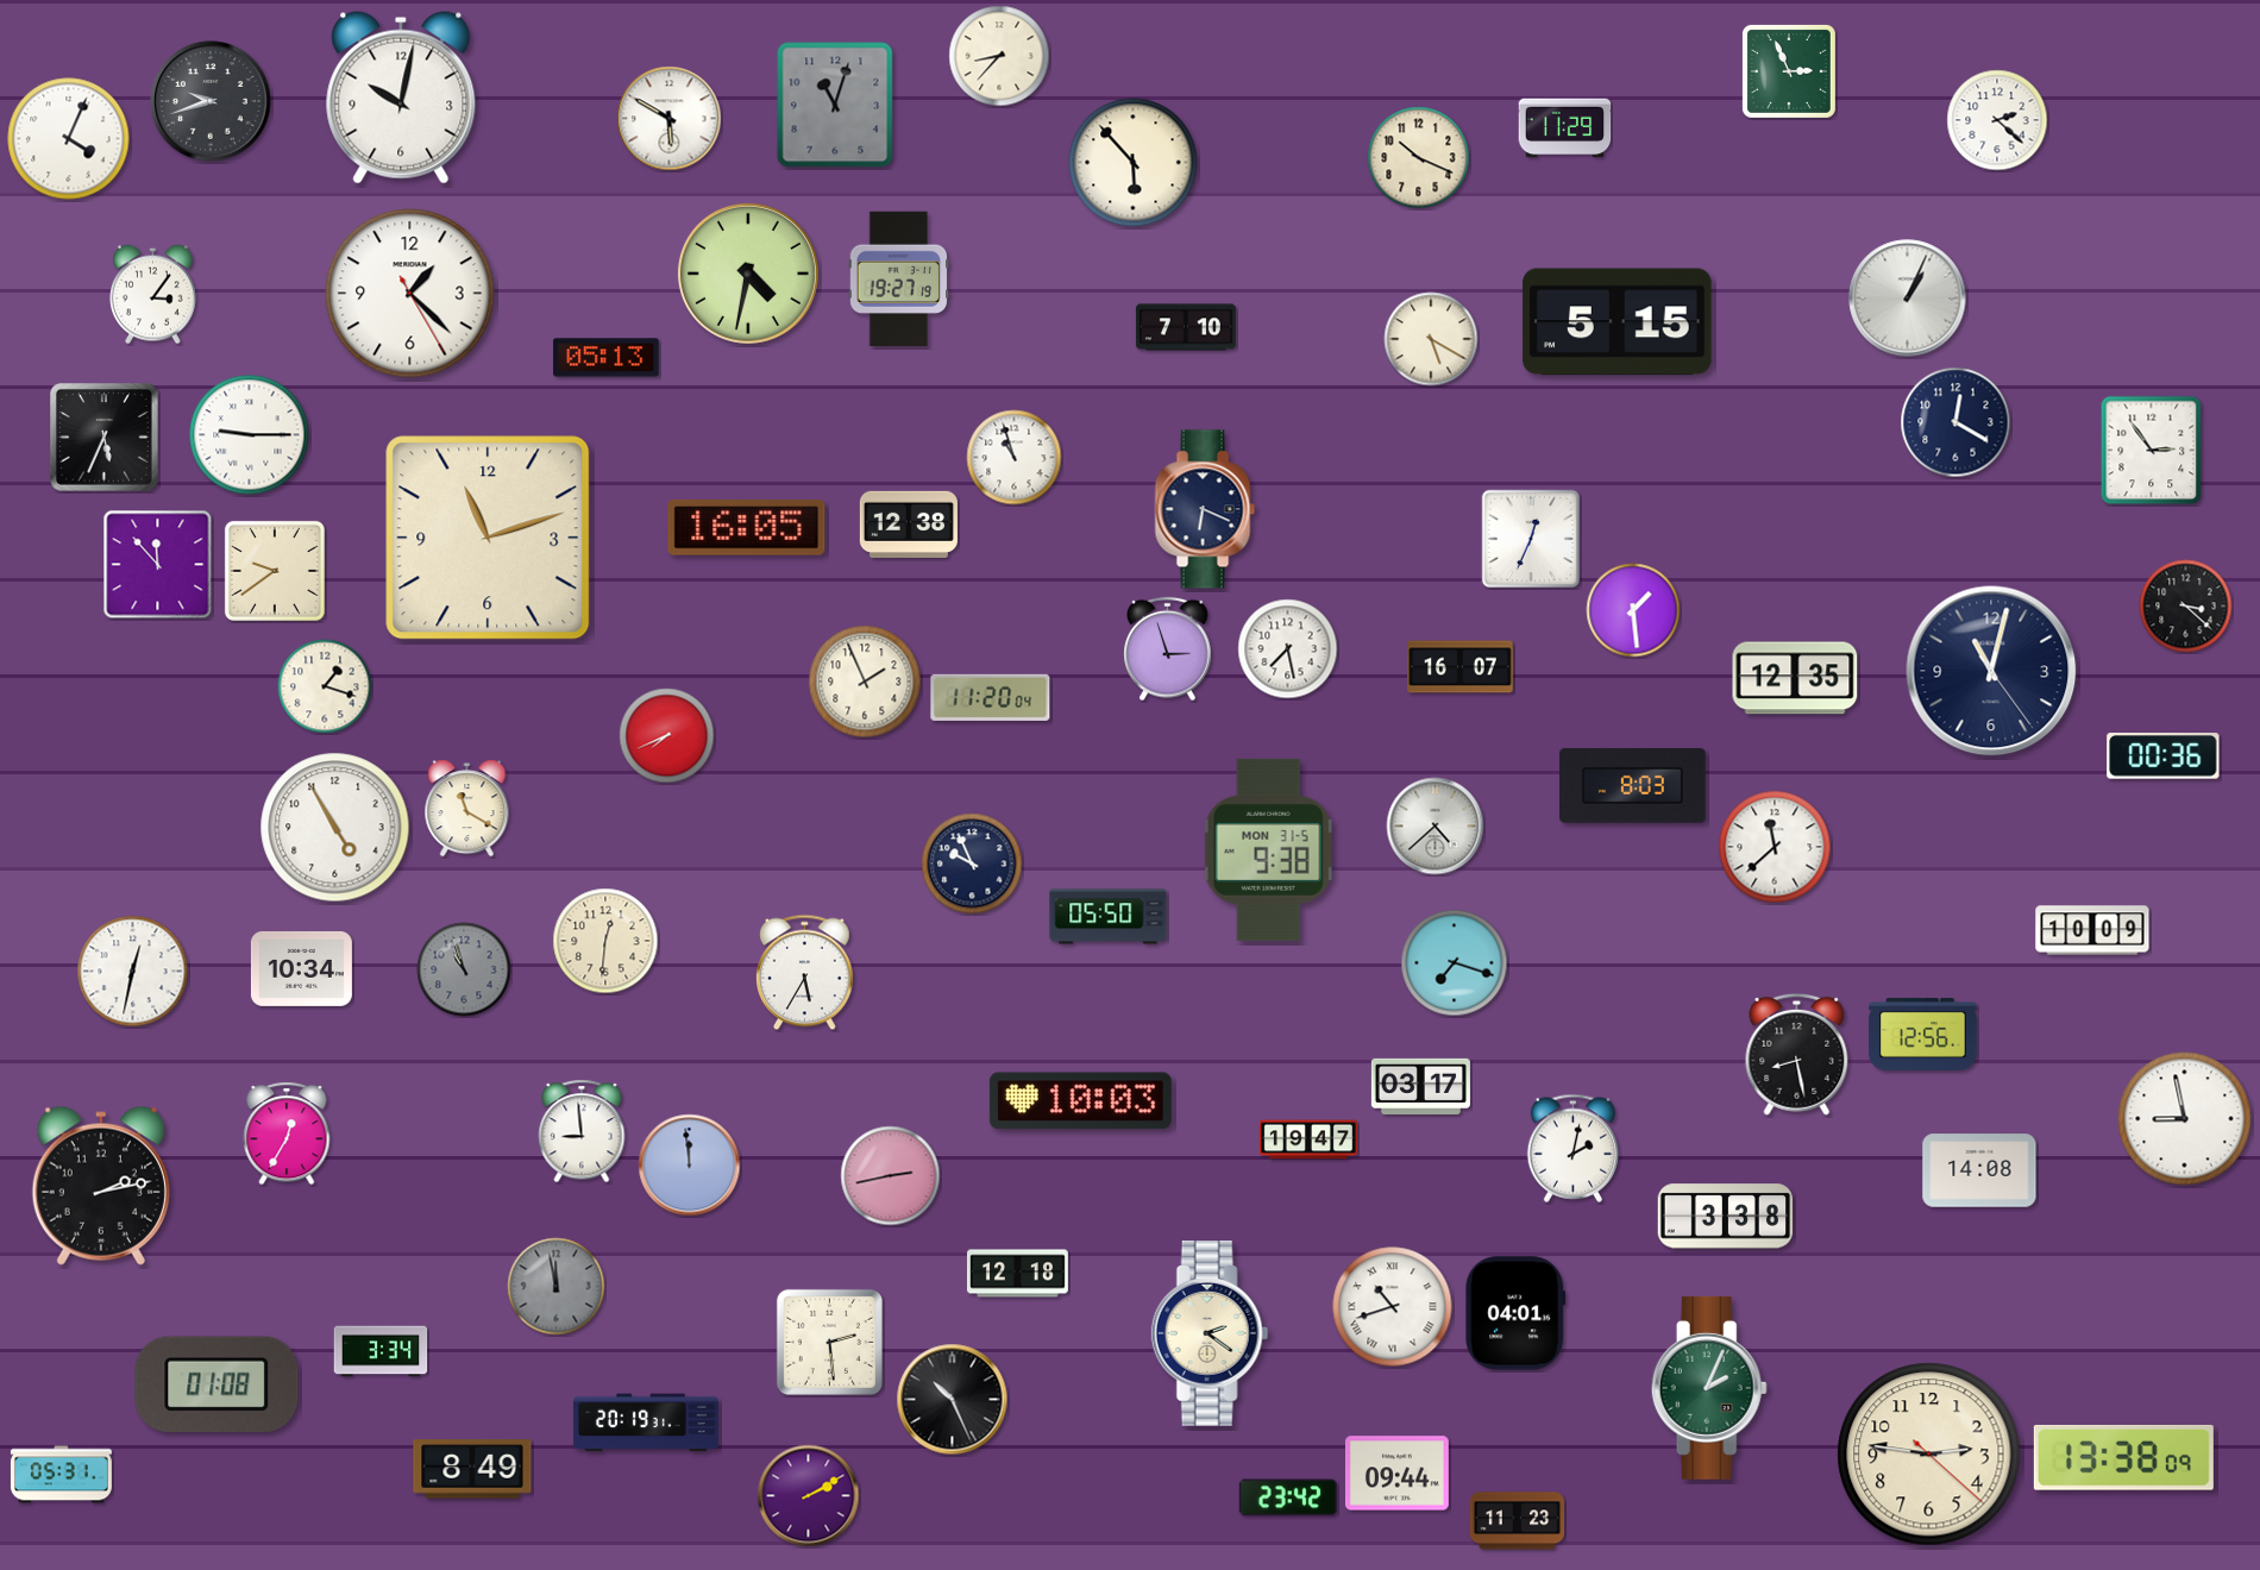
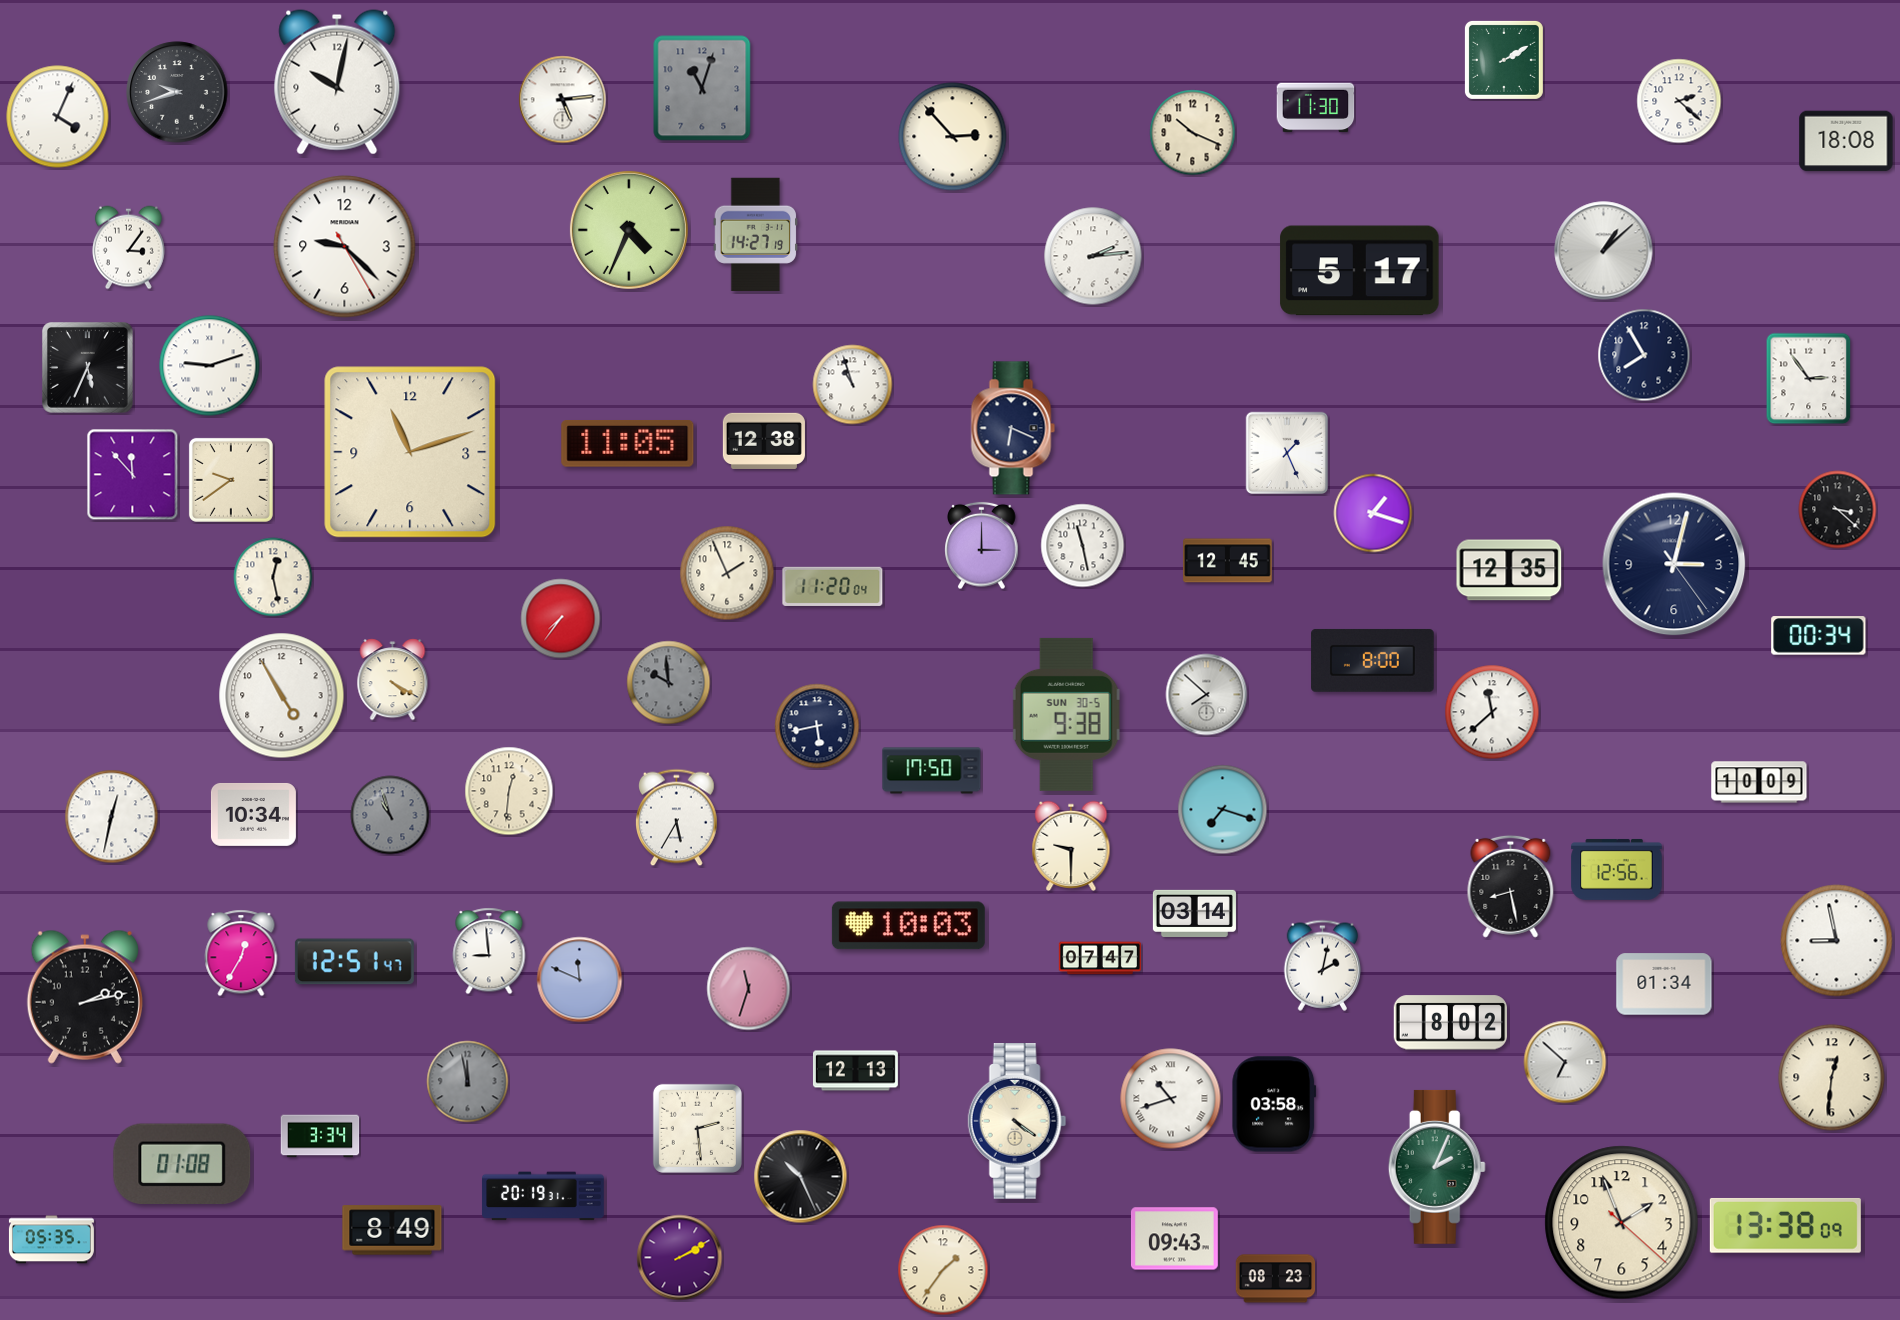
clock at (999, 56): 8:37 -> none
clock at (1789, 71): 2:56 -> 2:10
clock at (211, 101) position: (211, 101) -> (177, 92)
clock at (670, 119): 5:50 -> 5:14
clock at (1565, 128): 11:29 -> 11:30
clock at (1134, 163): 5:53 -> 2:53
clock at (1846, 141): none -> 18:08
clock at (748, 274): 4:32 -> 4:34
clock at (898, 278): 19:27 -> 14:27
clock at (410, 294): 1:22 -> 9:22
clock at (1908, 299): 1:04 -> 1:08
clock at (1093, 256): none -> 2:14
clock at (1618, 322): 5:15 -> 5:17
clock at (1186, 327): 7:10 -> none
clock at (1431, 339): 5:20 -> none
clock at (607, 358): 05:13 -> none
clock at (1955, 422): 12:20 -> 7:55
clock at (250, 435): 9:15 -> 9:12
clock at (747, 528): 16:05 -> 11:05
clock at (1531, 539): 12:34 -> 1:26
clock at (1633, 610): 1:29 -> 1:18
clock at (1168, 649): 2:57 -> 3:00
clock at (1288, 649): 7:28 -> 11:28
clock at (1461, 667): 16:07 -> 12:45
clock at (1991, 671): 11:02 -> 3:02
clock at (325, 686): 1:18 -> 12:28
clock at (667, 736): 7:41 -> 7:36
clock at (2164, 756): 00:36 -> 00:34
clock at (1633, 785): 8:03 -> 8:00
clock at (467, 809): 11:20 -> 4:20
clock at (669, 683): none -> 9:59
clock at (1436, 827): 4:38 -> 7:52
clock at (1268, 849) date: MON 31-5 -> SUN 30-5
clock at (972, 863): 9:56 -> 5:43
clock at (1109, 917): 05:50 -> 17:50
clock at (1071, 845): none -> 9:30
clock at (1420, 1086): 03:17 -> 03:14
clock at (1308, 1139): 19:47 -> 07:47
clock at (354, 962): none -> 12:51
clock at (690, 1166): 11:59 -> 11:49
clock at (1979, 1170): 14:08 -> 01:34
clock at (891, 1176): 2:43 -> 11:33
clock at (1725, 1217): 3:38 -> 8:02
clock at (1565, 1062): none -> 6:52
clock at (1017, 1274): 12:18 -> 12:13
clock at (1832, 1078): none -> 12:31
clock at (1515, 1313): 04:01 -> 03:58
clock at (1210, 1334): 2:21 -> 4:21
clock at (1929, 1455): 2:46 -> 1:56
clock at (472, 1469) position: (472, 1469) -> (392, 1230)
clock at (1396, 1474): 09:44 -> 09:43
clock at (61, 1475): 05:31 -> 05:35
clock at (1288, 1497): 23:42 -> none
clock at (943, 1270): none -> 1:36
clock at (1518, 1521): 11:23 -> 08:23
